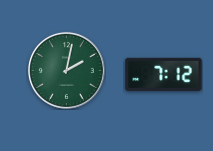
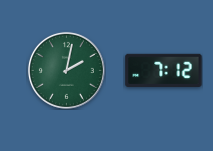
clock at (164, 74) position: (164, 74) -> (164, 70)
